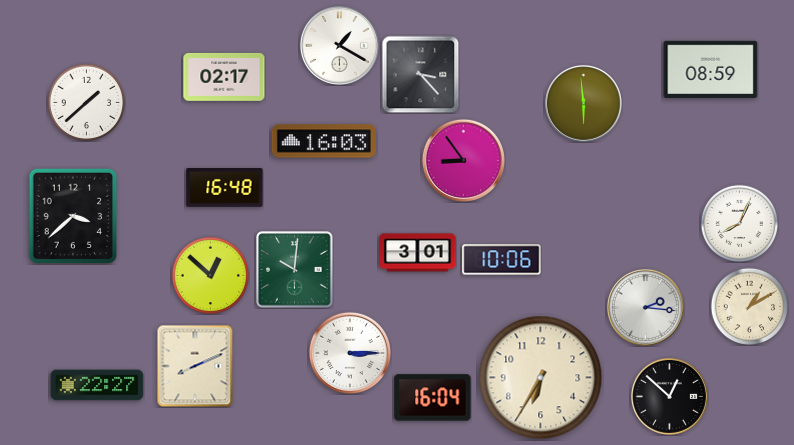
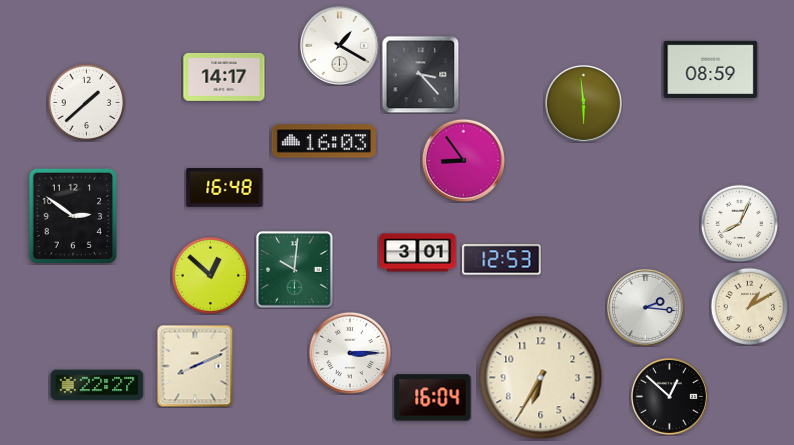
clock at (224, 77): 02:17 -> 14:17
clock at (73, 216): 3:38 -> 2:51
clock at (502, 260): 10:06 -> 12:53
